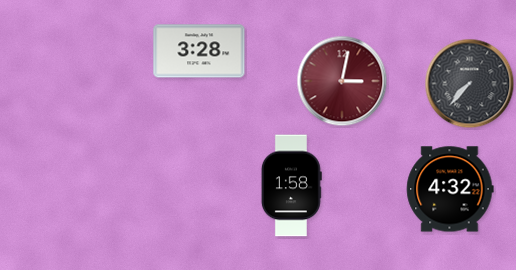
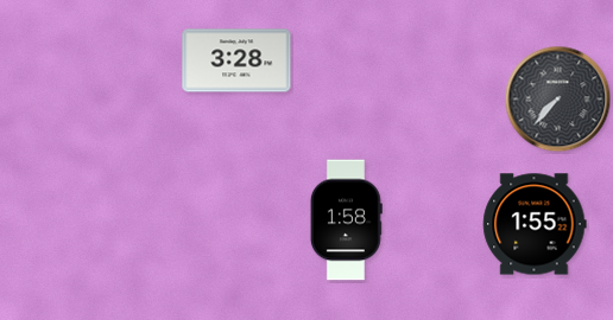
clock at (342, 81): 3:02 -> none
clock at (450, 189): 4:32 -> 1:55
